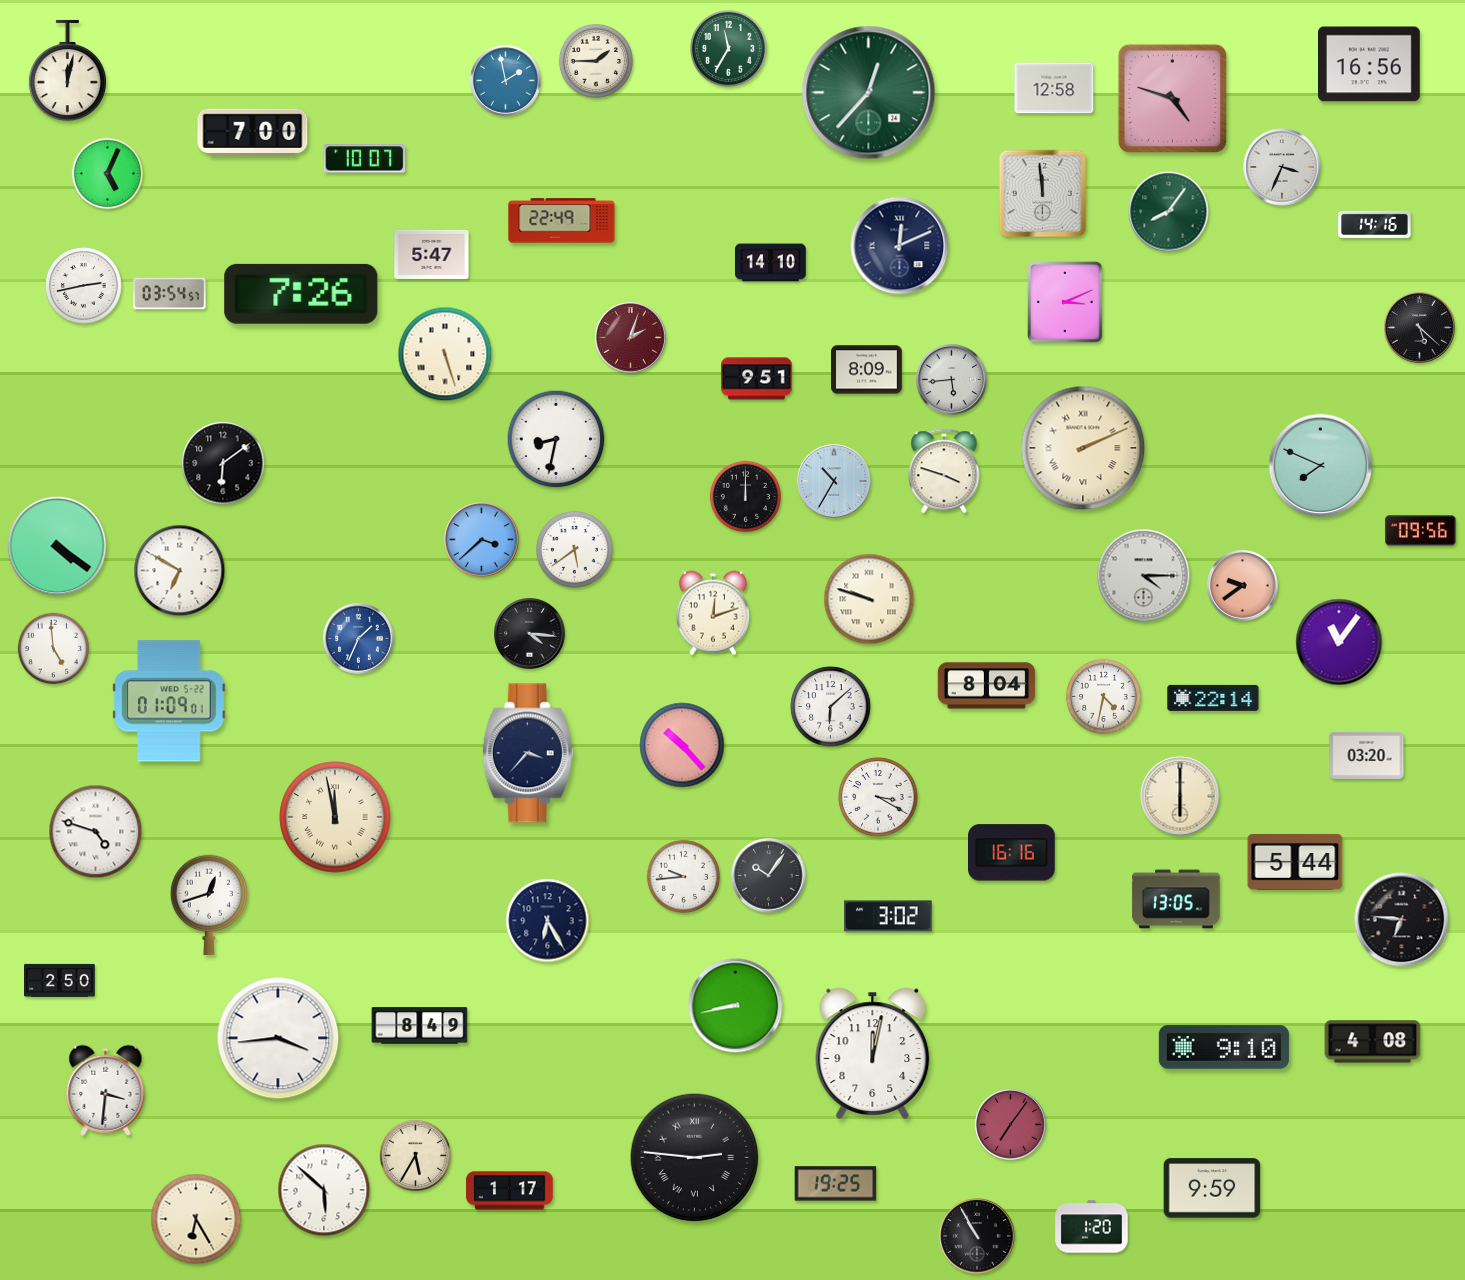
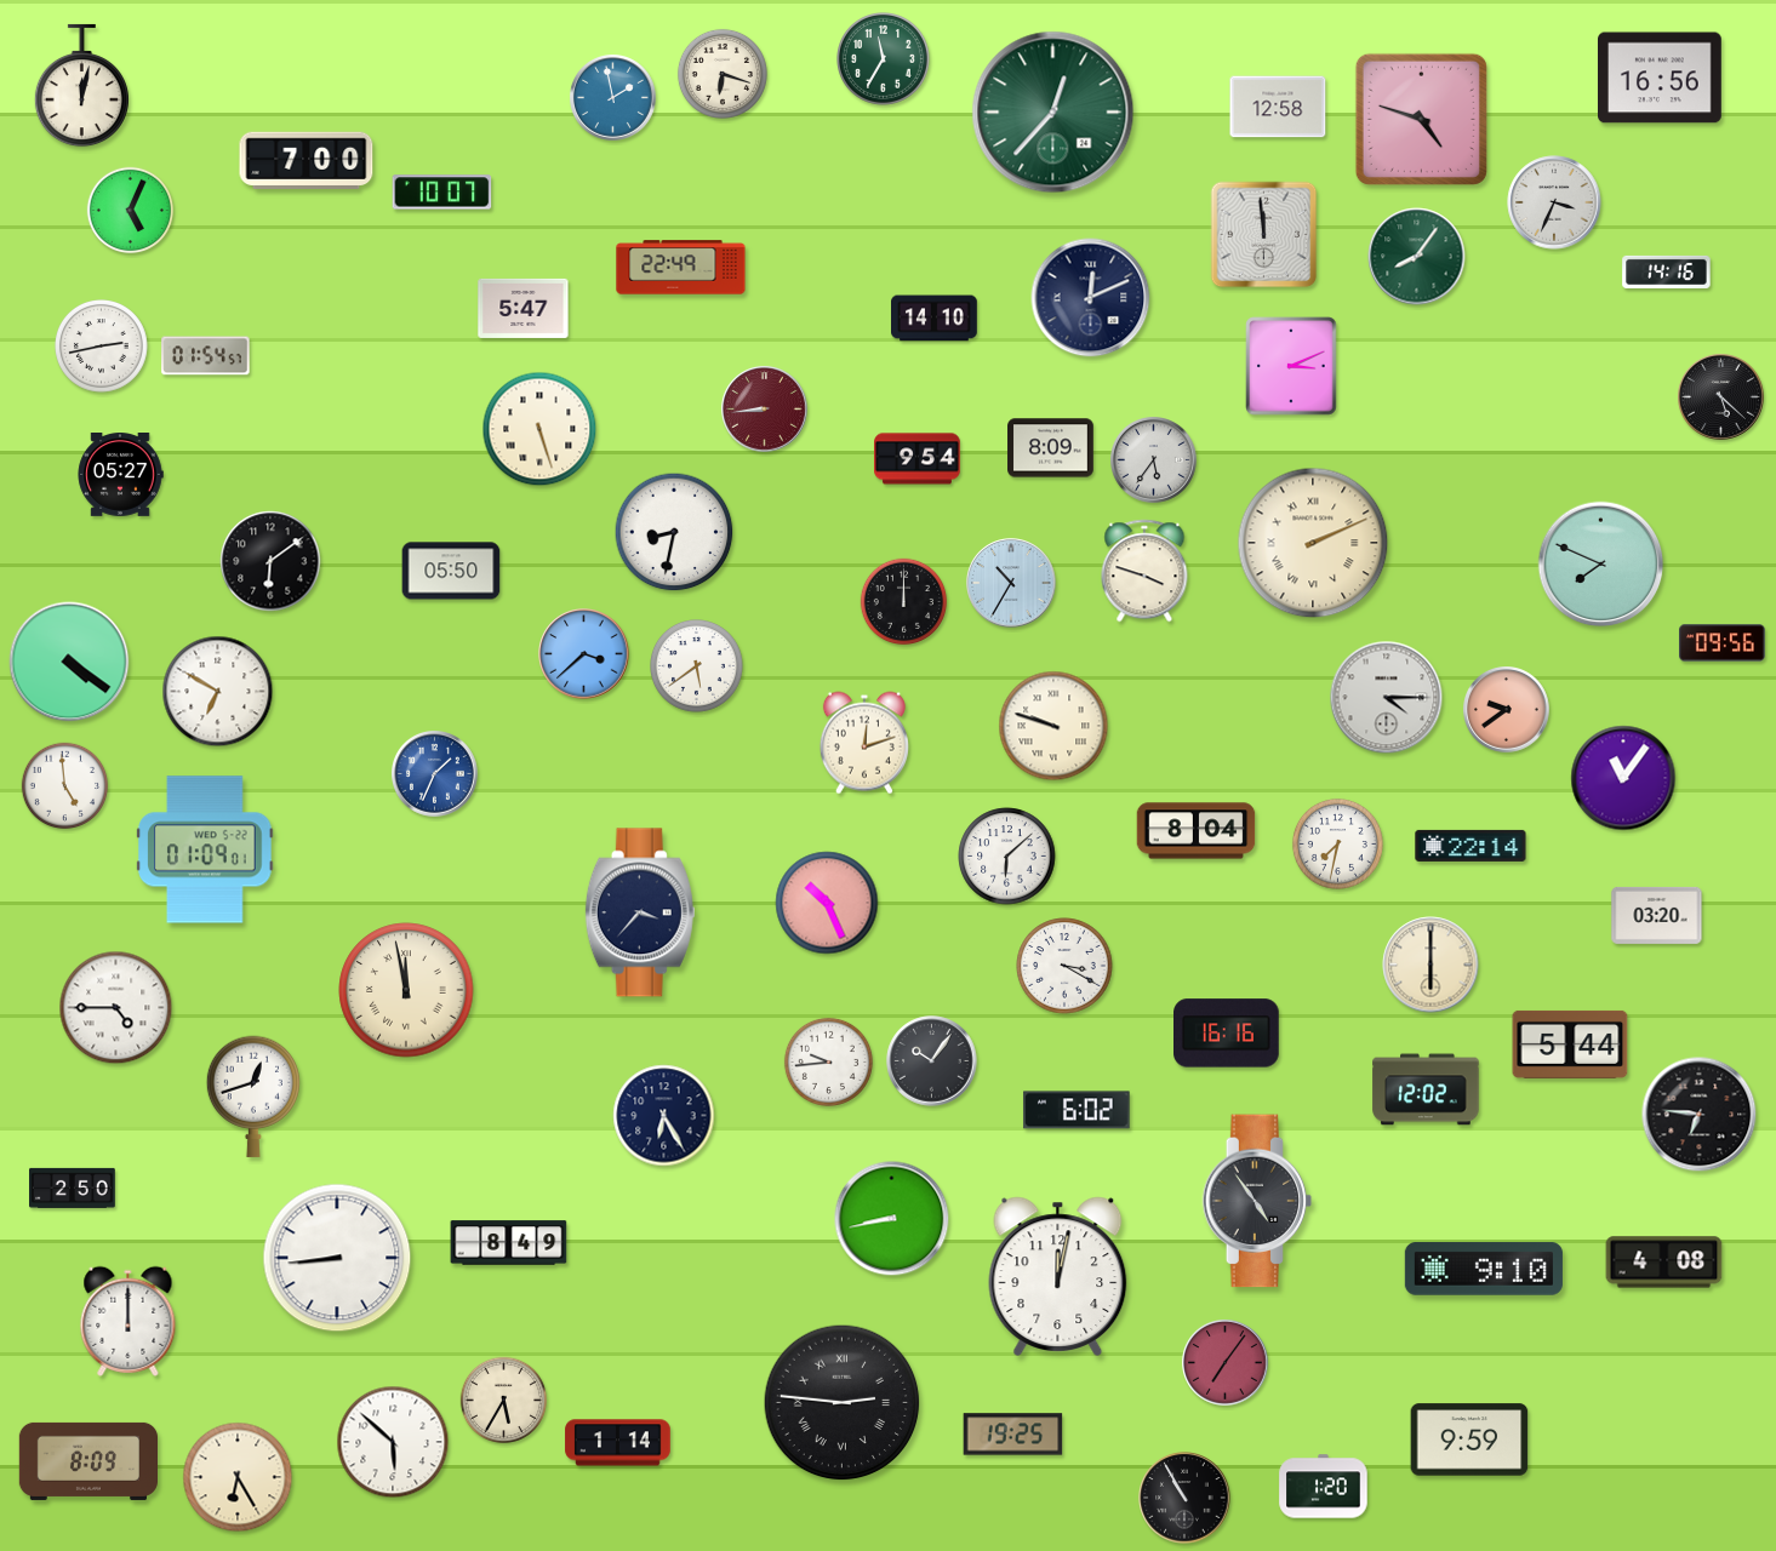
clock at (596, 61): 1:45 -> 6:18
clock at (170, 294): 03:54 -> 01:54
clock at (301, 294): 7:26 -> none
clock at (631, 338): 2:03 -> 8:44
clock at (757, 379): 9:51 -> 9:54
clock at (952, 380): 5:44 -> 5:36
clock at (120, 475): none -> 05:27
clock at (451, 571): none -> 05:50
clock at (530, 634): 4:16 -> none
clock at (1103, 696): 4:32 -> 7:32
clock at (682, 745): 10:23 -> 10:26
clock at (96, 832): 4:48 -> 4:45
clock at (1176, 899): 13:05 -> 12:02
clock at (888, 916): 3:02 -> 6:02
clock at (1257, 1201): none -> 4:54
clock at (278, 1038): 3:44 -> 8:44
clock at (106, 1090): 3:31 -> 12:00
clock at (510, 1191): 1:17 -> 1:14
clock at (87, 1461): none -> 8:09
